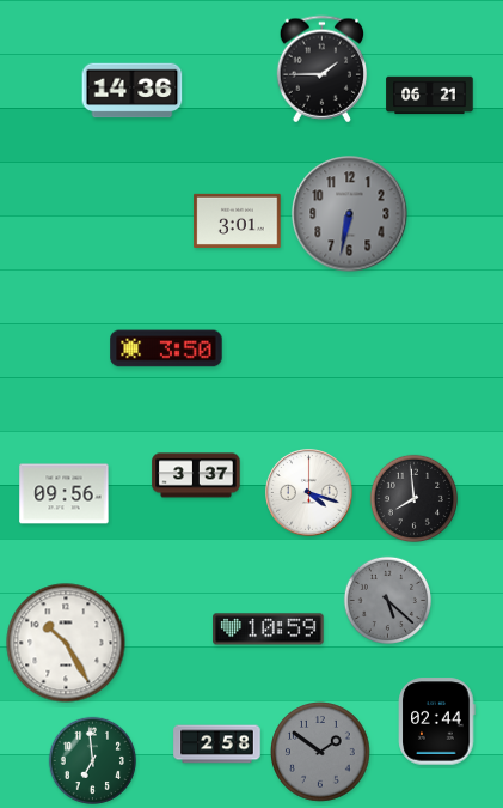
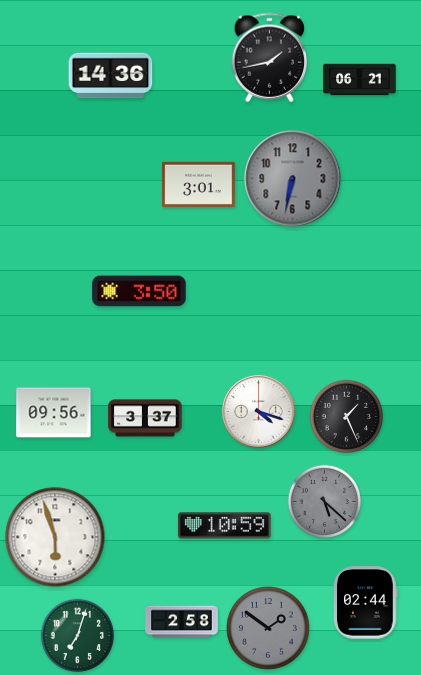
clock at (321, 69): 1:45 -> 1:43
clock at (196, 475) position: (196, 475) -> (145, 418)
clock at (413, 498): 7:59 -> 1:26
clock at (66, 643): 10:25 -> 5:57
clock at (92, 760): 6:59 -> 7:03
